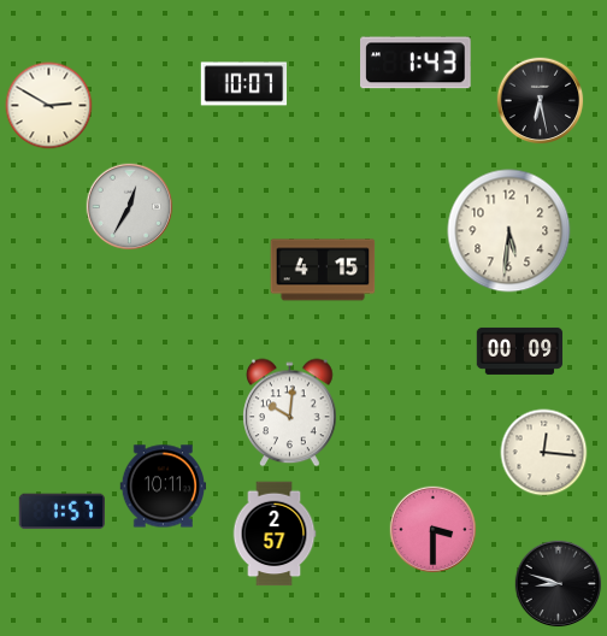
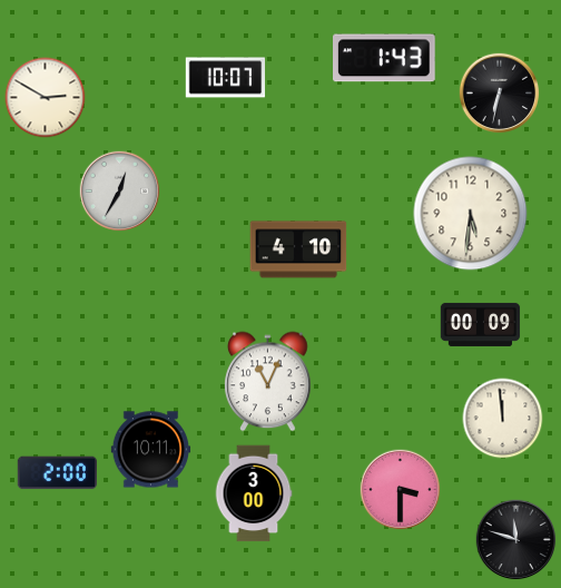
clock at (541, 101): 6:28 -> 6:32
clock at (323, 270): 4:15 -> 4:10
clock at (290, 413): 10:01 -> 11:04
clock at (544, 453): 12:16 -> 11:59
clock at (61, 512): 1:57 -> 2:00
clock at (275, 534): 2:57 -> 3:00
clock at (559, 584): 8:48 -> 11:48
